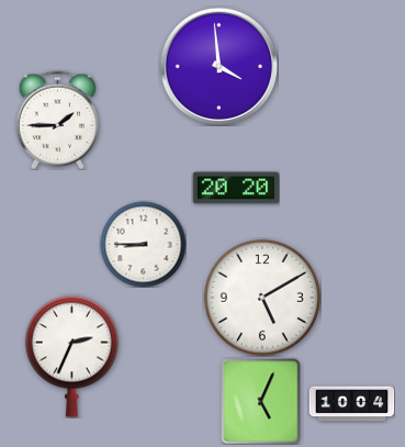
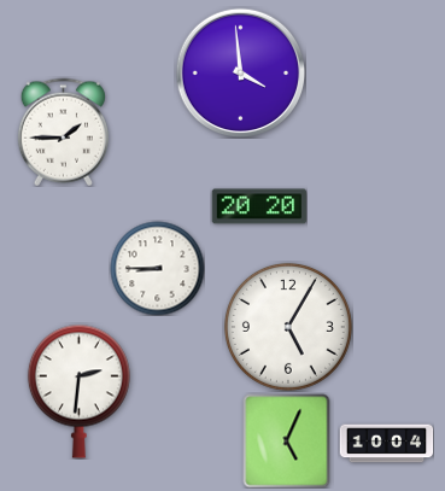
clock at (262, 298): 5:10 -> 5:05
clock at (71, 356): 2:34 -> 2:31
